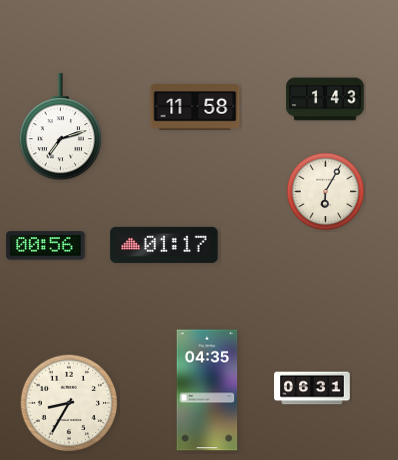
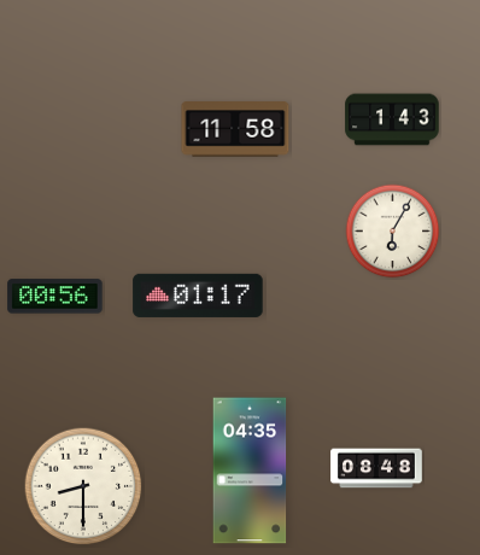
clock at (60, 127): 7:12 -> none
clock at (312, 388): 06:31 -> 08:48
clock at (69, 403): 8:35 -> 8:30
